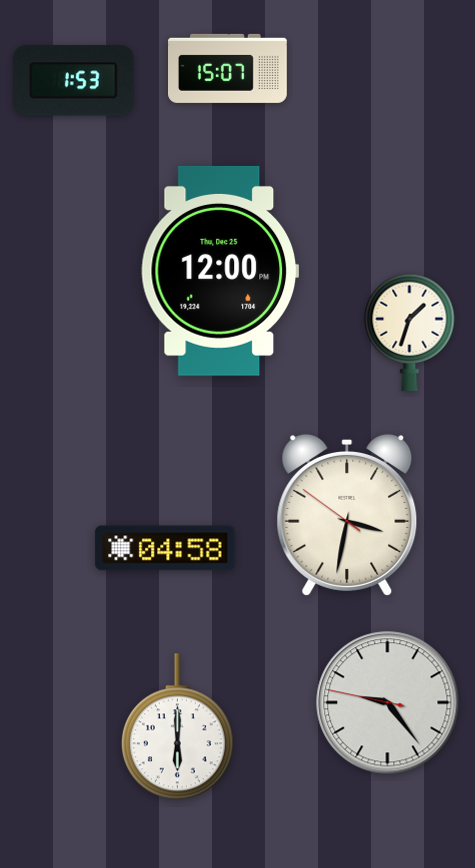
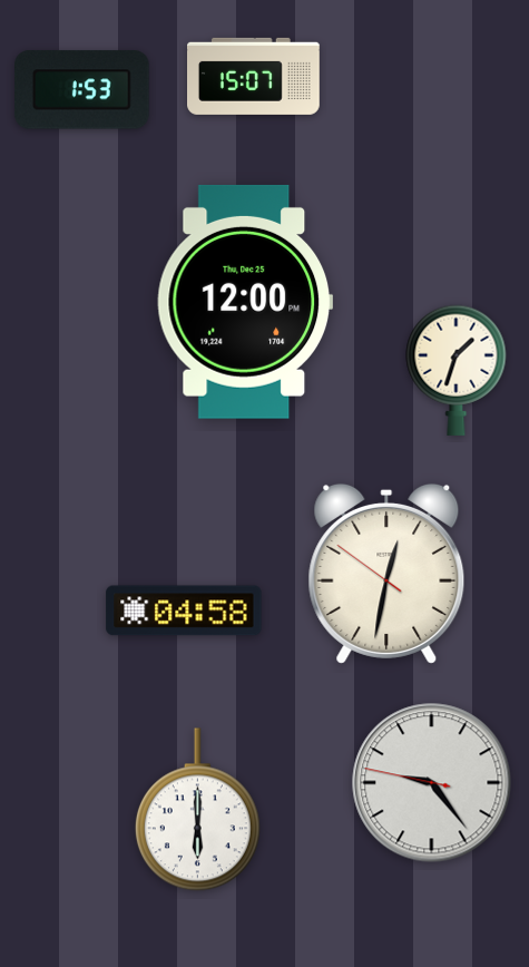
clock at (347, 515): 3:31 -> 12:31
